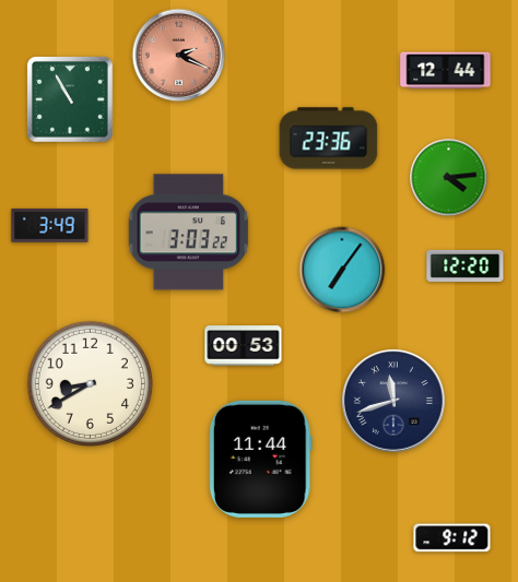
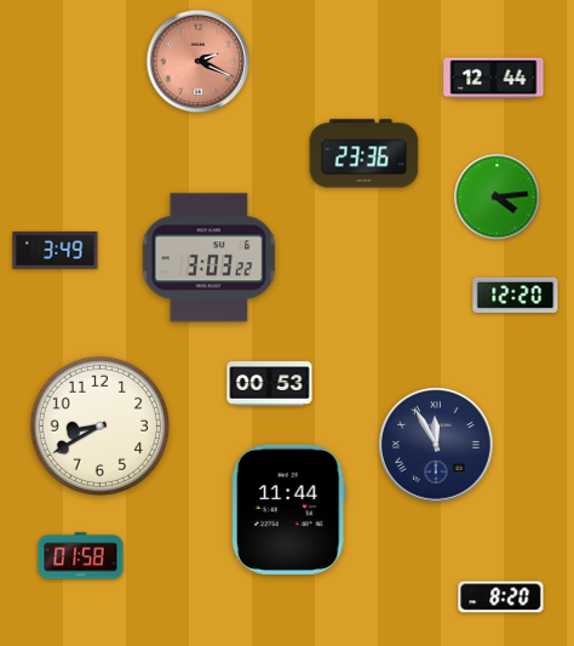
clock at (70, 99): 10:55 -> none
clock at (342, 270): 7:06 -> none
clock at (393, 401): 11:42 -> 11:55
clock at (81, 556): none -> 01:58
clock at (452, 538): 9:12 -> 8:20
